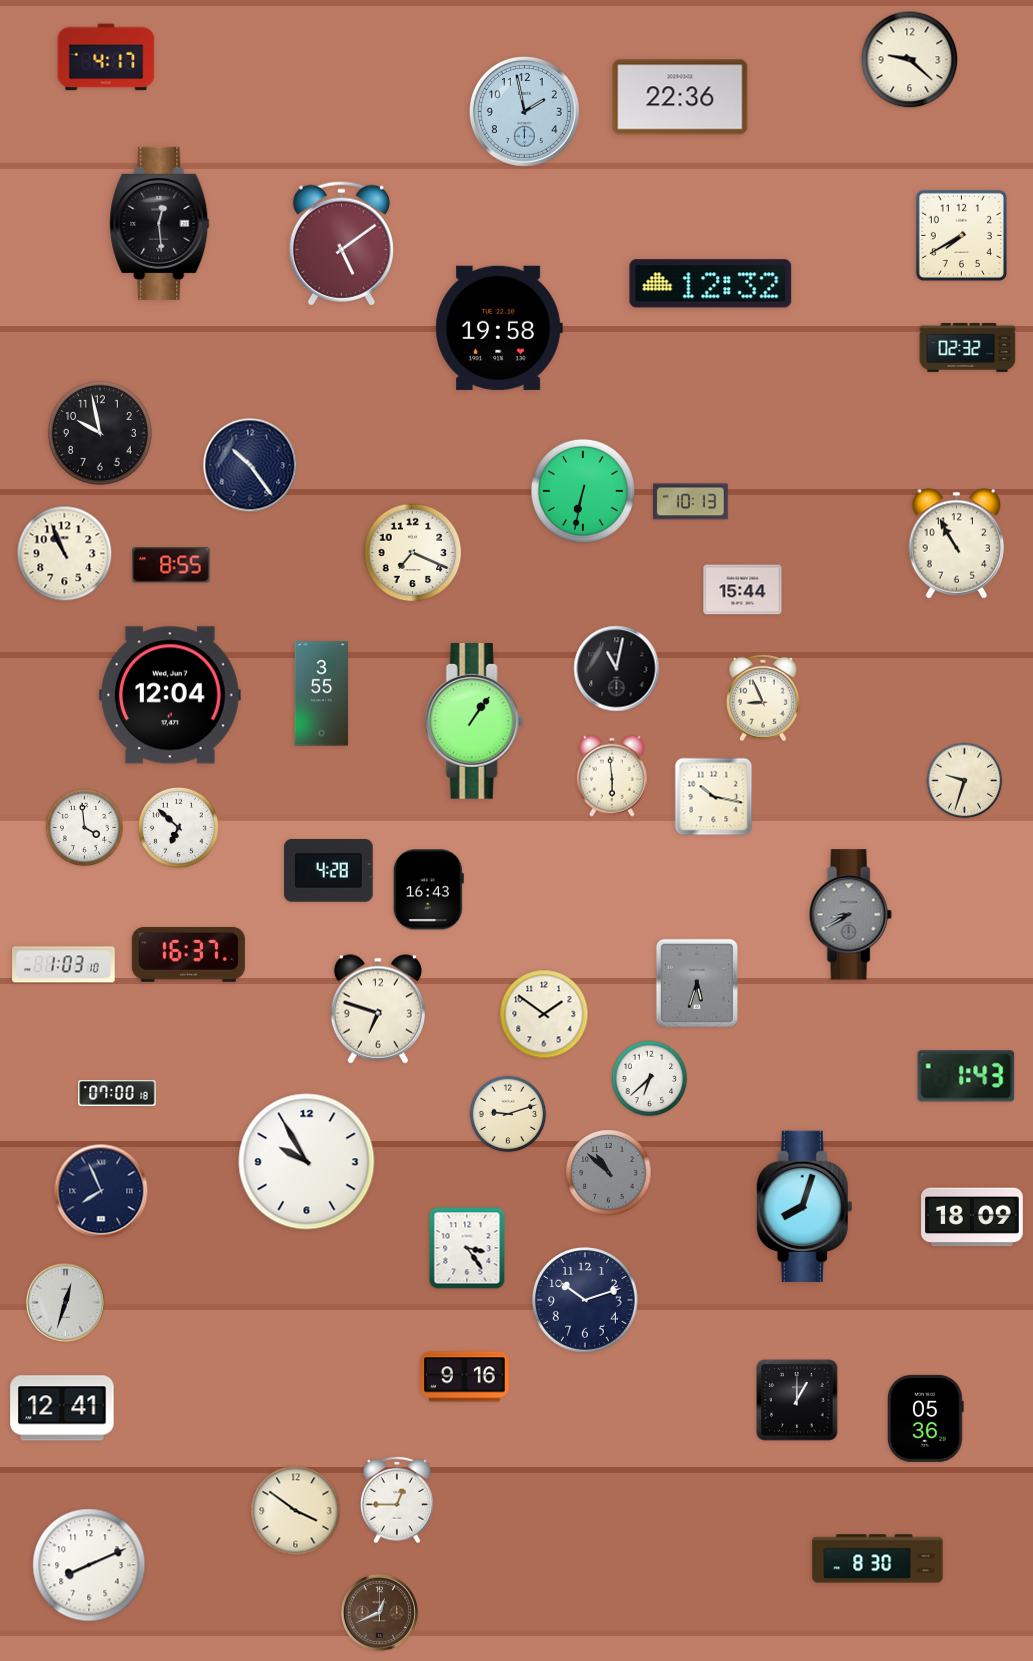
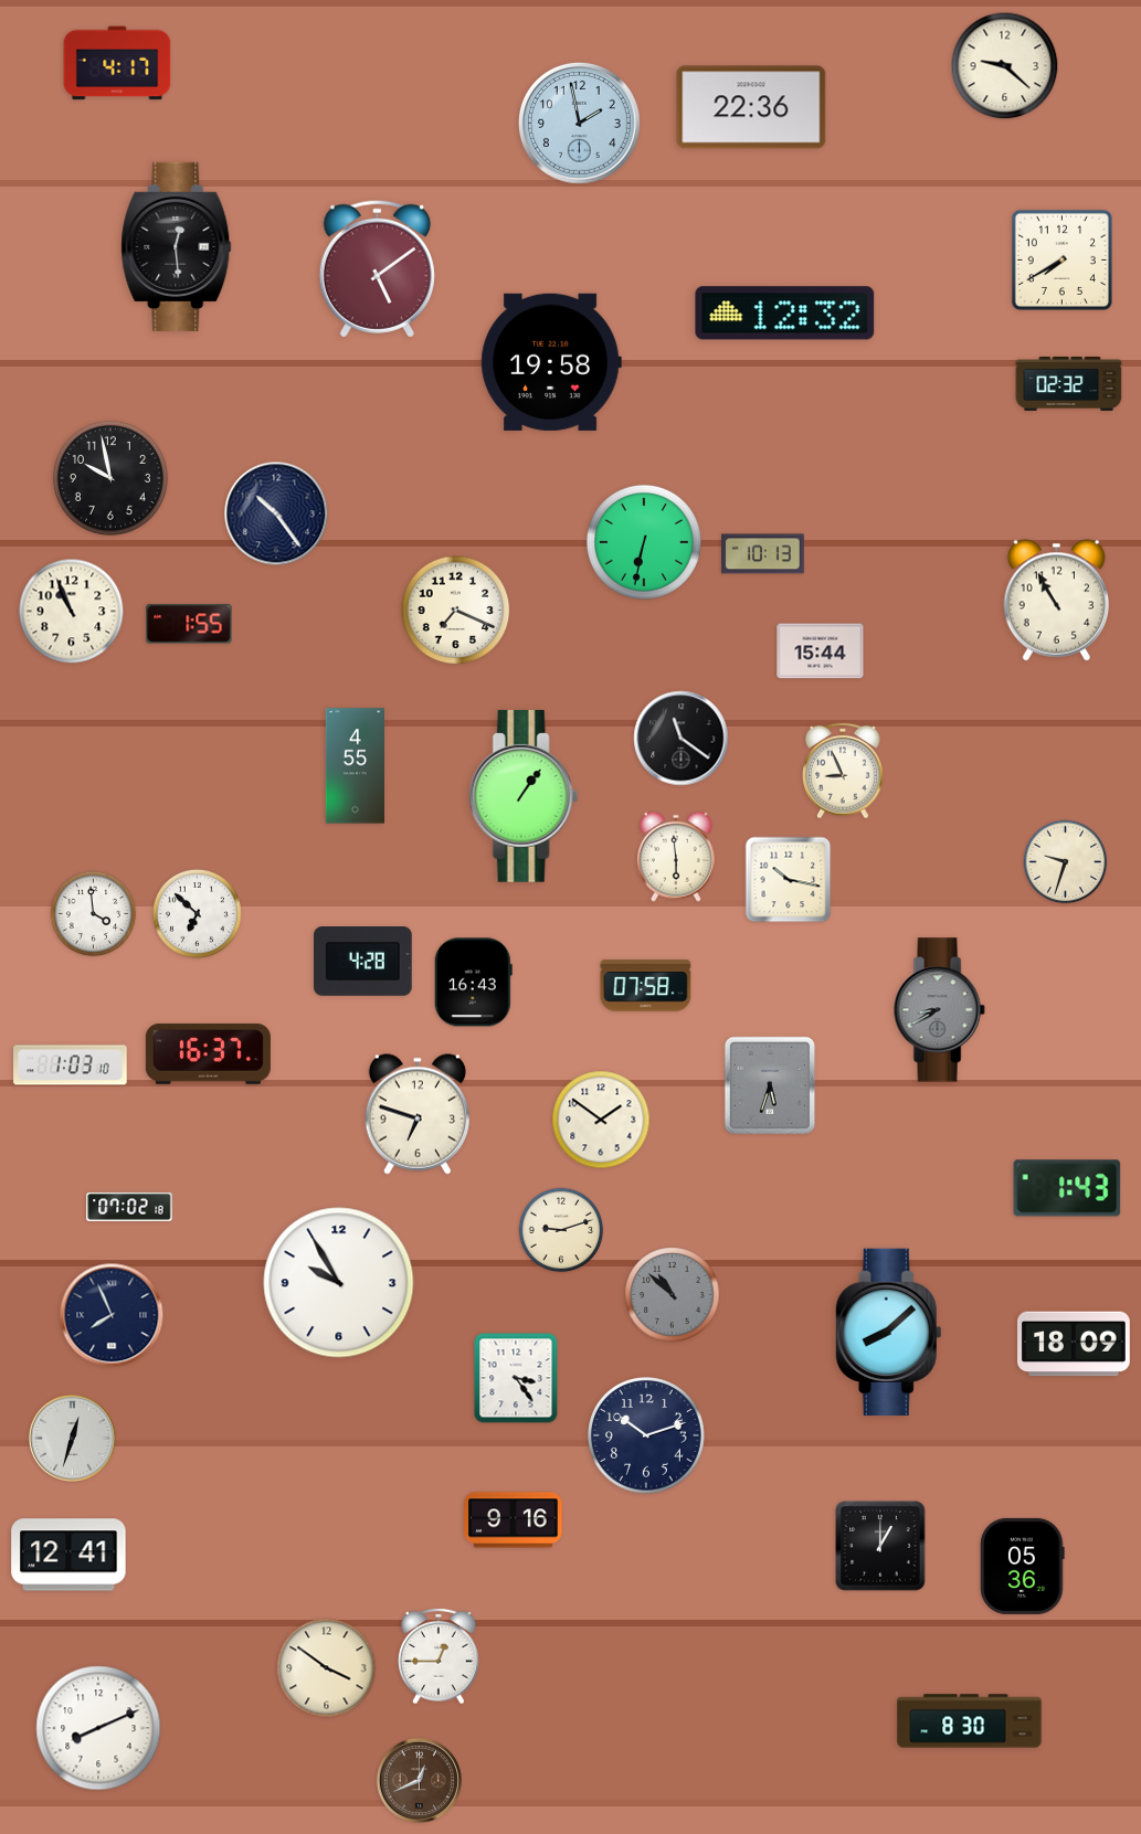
clock at (171, 565): 8:55 -> 1:55
clock at (617, 669): 11:02 -> 11:21
clock at (321, 694): 3:55 -> 4:55
clock at (170, 695): 12:04 -> none
clock at (646, 986): none -> 07:58
clock at (650, 1079): 6:38 -> none
clock at (117, 1093): 07:00 -> 07:02
clock at (805, 1206): 8:03 -> 8:08
